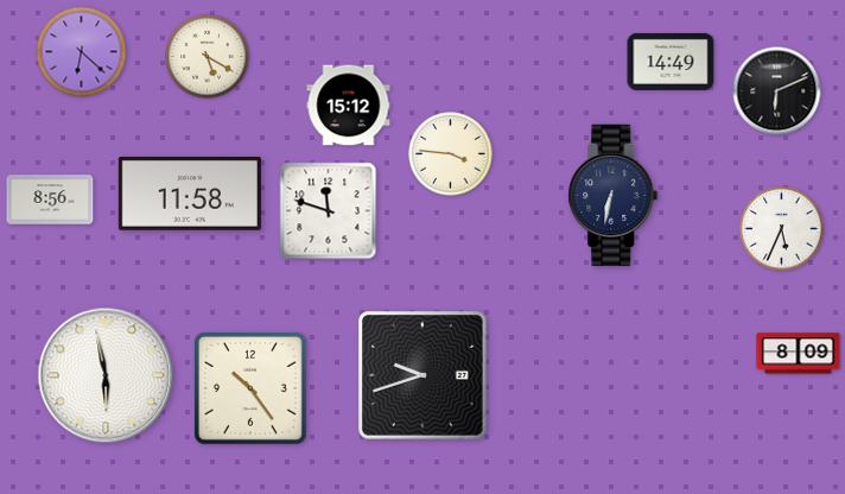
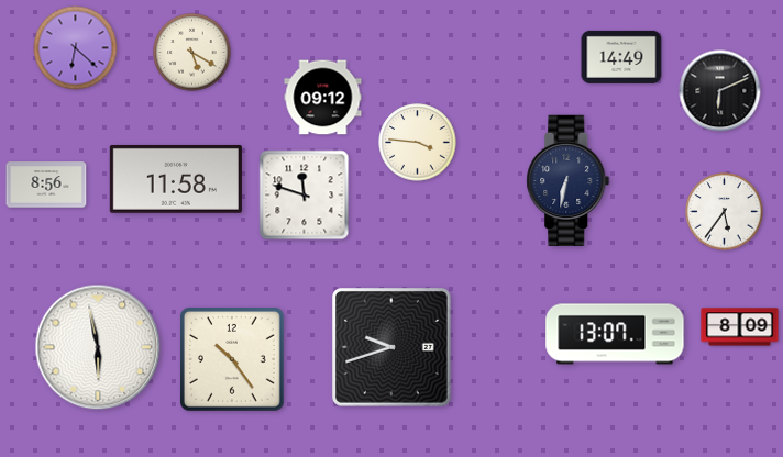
clock at (777, 91) position: (777, 91) -> (720, 91)
clock at (349, 106): 15:12 -> 09:12
clock at (782, 229): 5:34 -> 5:36
clock at (615, 334): none -> 13:07
